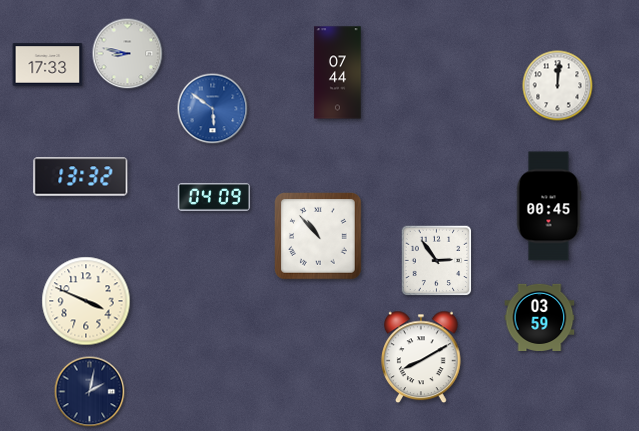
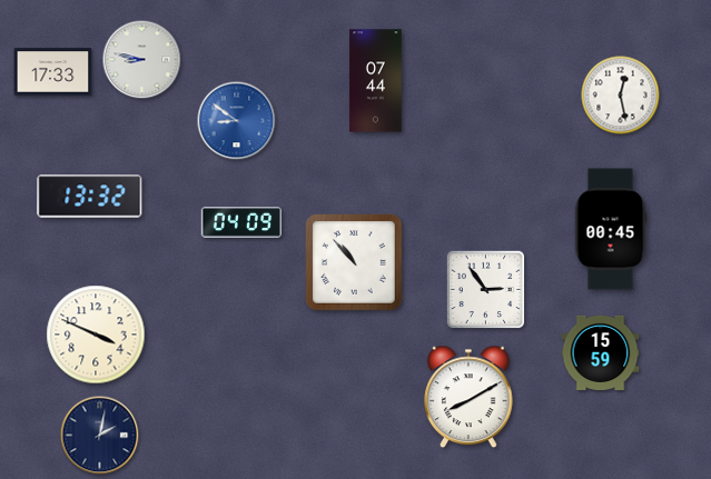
clock at (558, 86): 12:01 -> 12:28
clock at (213, 109): 5:51 -> 8:51
clock at (214, 197) position: (214, 197) -> (241, 222)
clock at (540, 317): 03:59 -> 15:59
